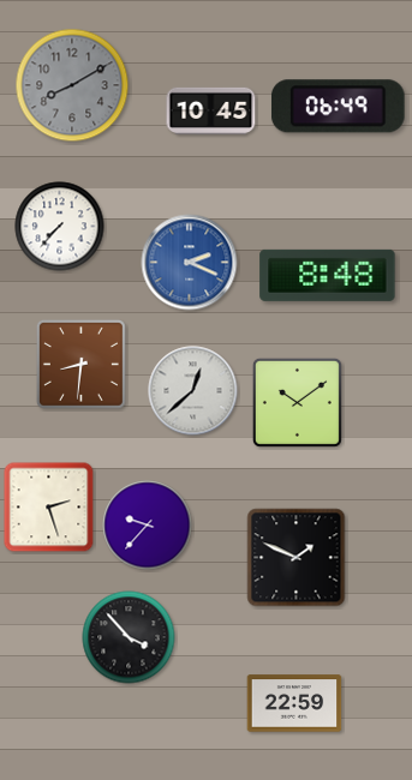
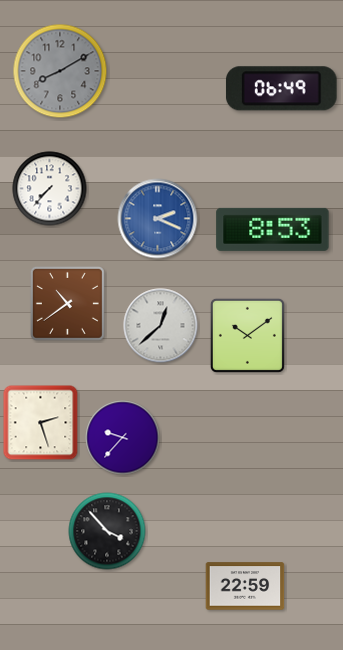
clock at (211, 110): 10:45 -> none
clock at (328, 275): 8:48 -> 8:53
clock at (80, 364): 8:31 -> 10:39
clock at (297, 558): 1:49 -> none
